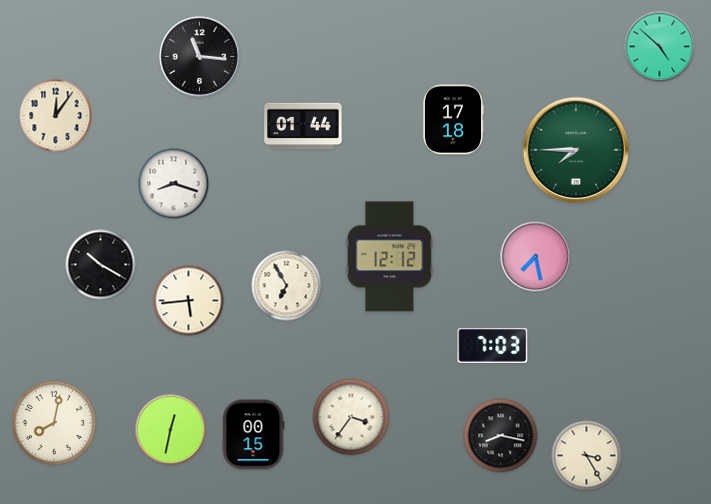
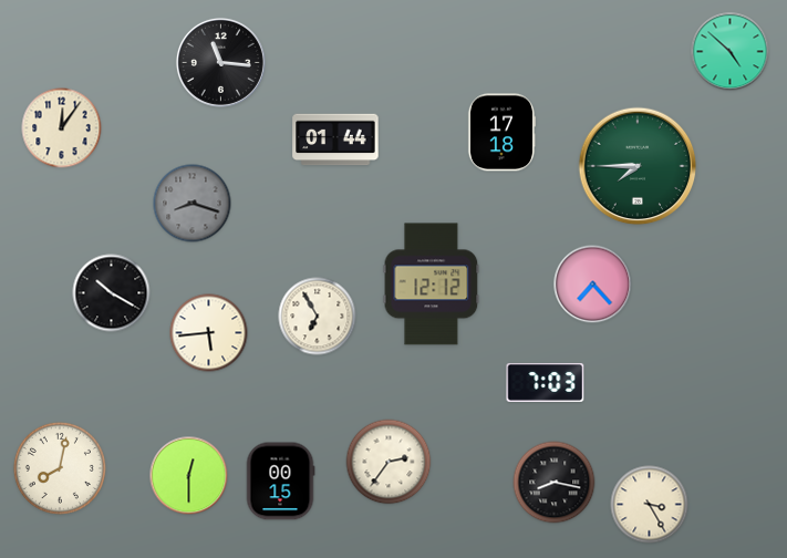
clock at (174, 184) dial: white -> grey
clock at (536, 257): 7:28 -> 7:23
clock at (351, 417): 3:36 -> 2:36
clock at (171, 430): 12:32 -> 12:30
